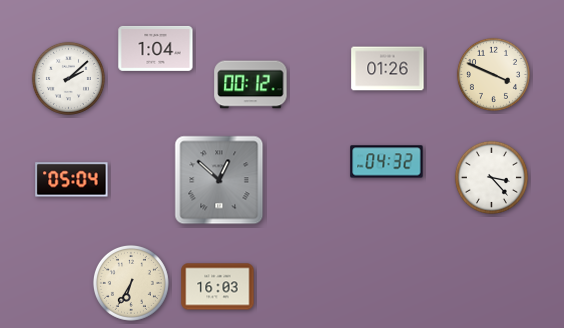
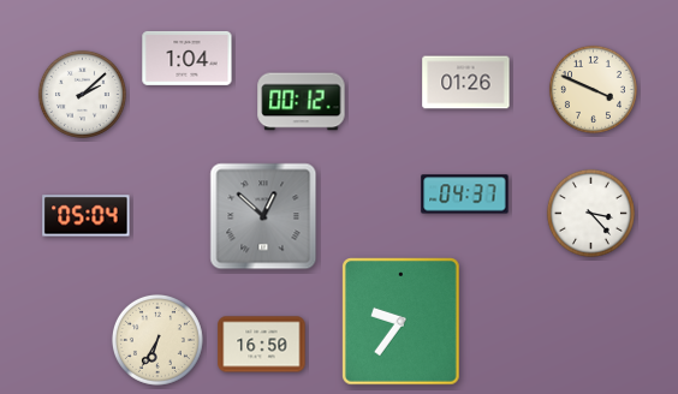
clock at (387, 162): 04:32 -> 04:37
clock at (402, 322): none -> 9:36
clock at (218, 287): 16:03 -> 16:50
